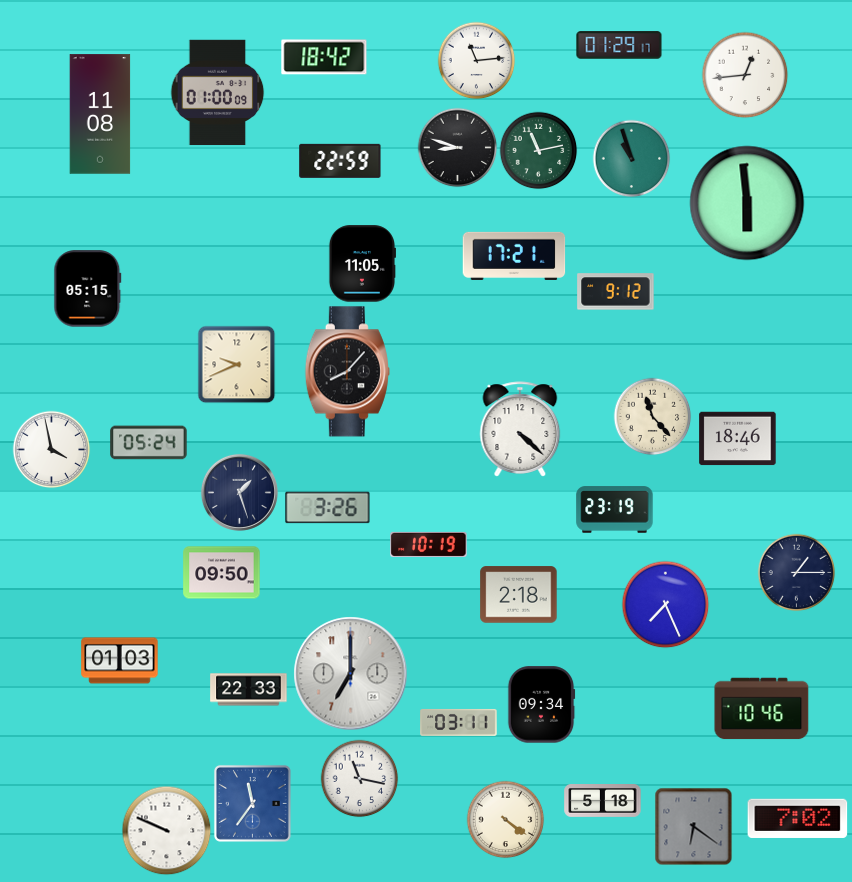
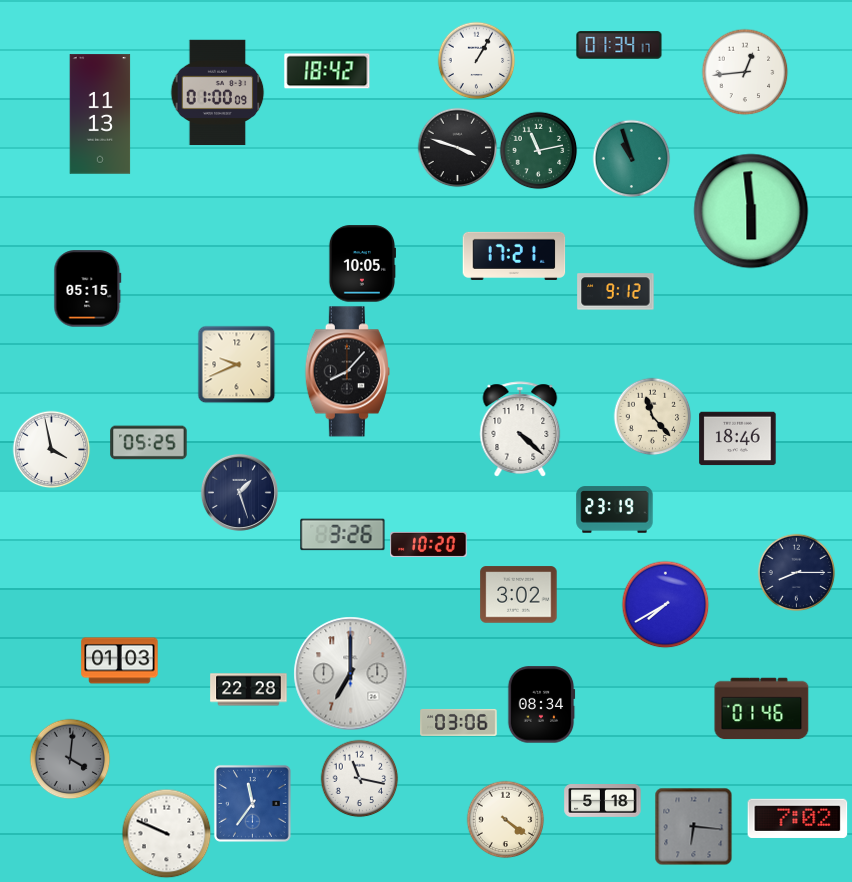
clock at (619, 45): 01:29 -> 01:34
clock at (324, 57) position: (324, 57) -> (327, 71)
clock at (476, 60): 11:14 -> 1:05
clock at (745, 75) position: (745, 75) -> (745, 72)
clock at (100, 114): 11:08 -> 11:13
clock at (457, 147): 8:48 -> 3:48
clock at (340, 161): 22:59 -> none
clock at (747, 203) position: (747, 203) -> (751, 211)
clock at (361, 264): 11:05 -> 10:05
clock at (149, 443): 05:24 -> 05:25
clock at (328, 508) position: (328, 508) -> (343, 535)
clock at (429, 544): 10:19 -> 10:20
clock at (796, 572): 1:15 -> 8:15
clock at (222, 573): 09:50 -> none
clock at (519, 595): 2:18 -> 3:02
clock at (665, 604): 7:26 -> 7:40
clock at (249, 690): 22:33 -> 22:28
clock at (541, 705): 09:34 -> 08:34
clock at (762, 709): 10:46 -> 01:46
clock at (459, 722): 03:11 -> 03:06
clock at (70, 759): none -> 4:01
clock at (693, 826): 6:21 -> 6:16
clock at (166, 830) position: (166, 830) -> (166, 833)
